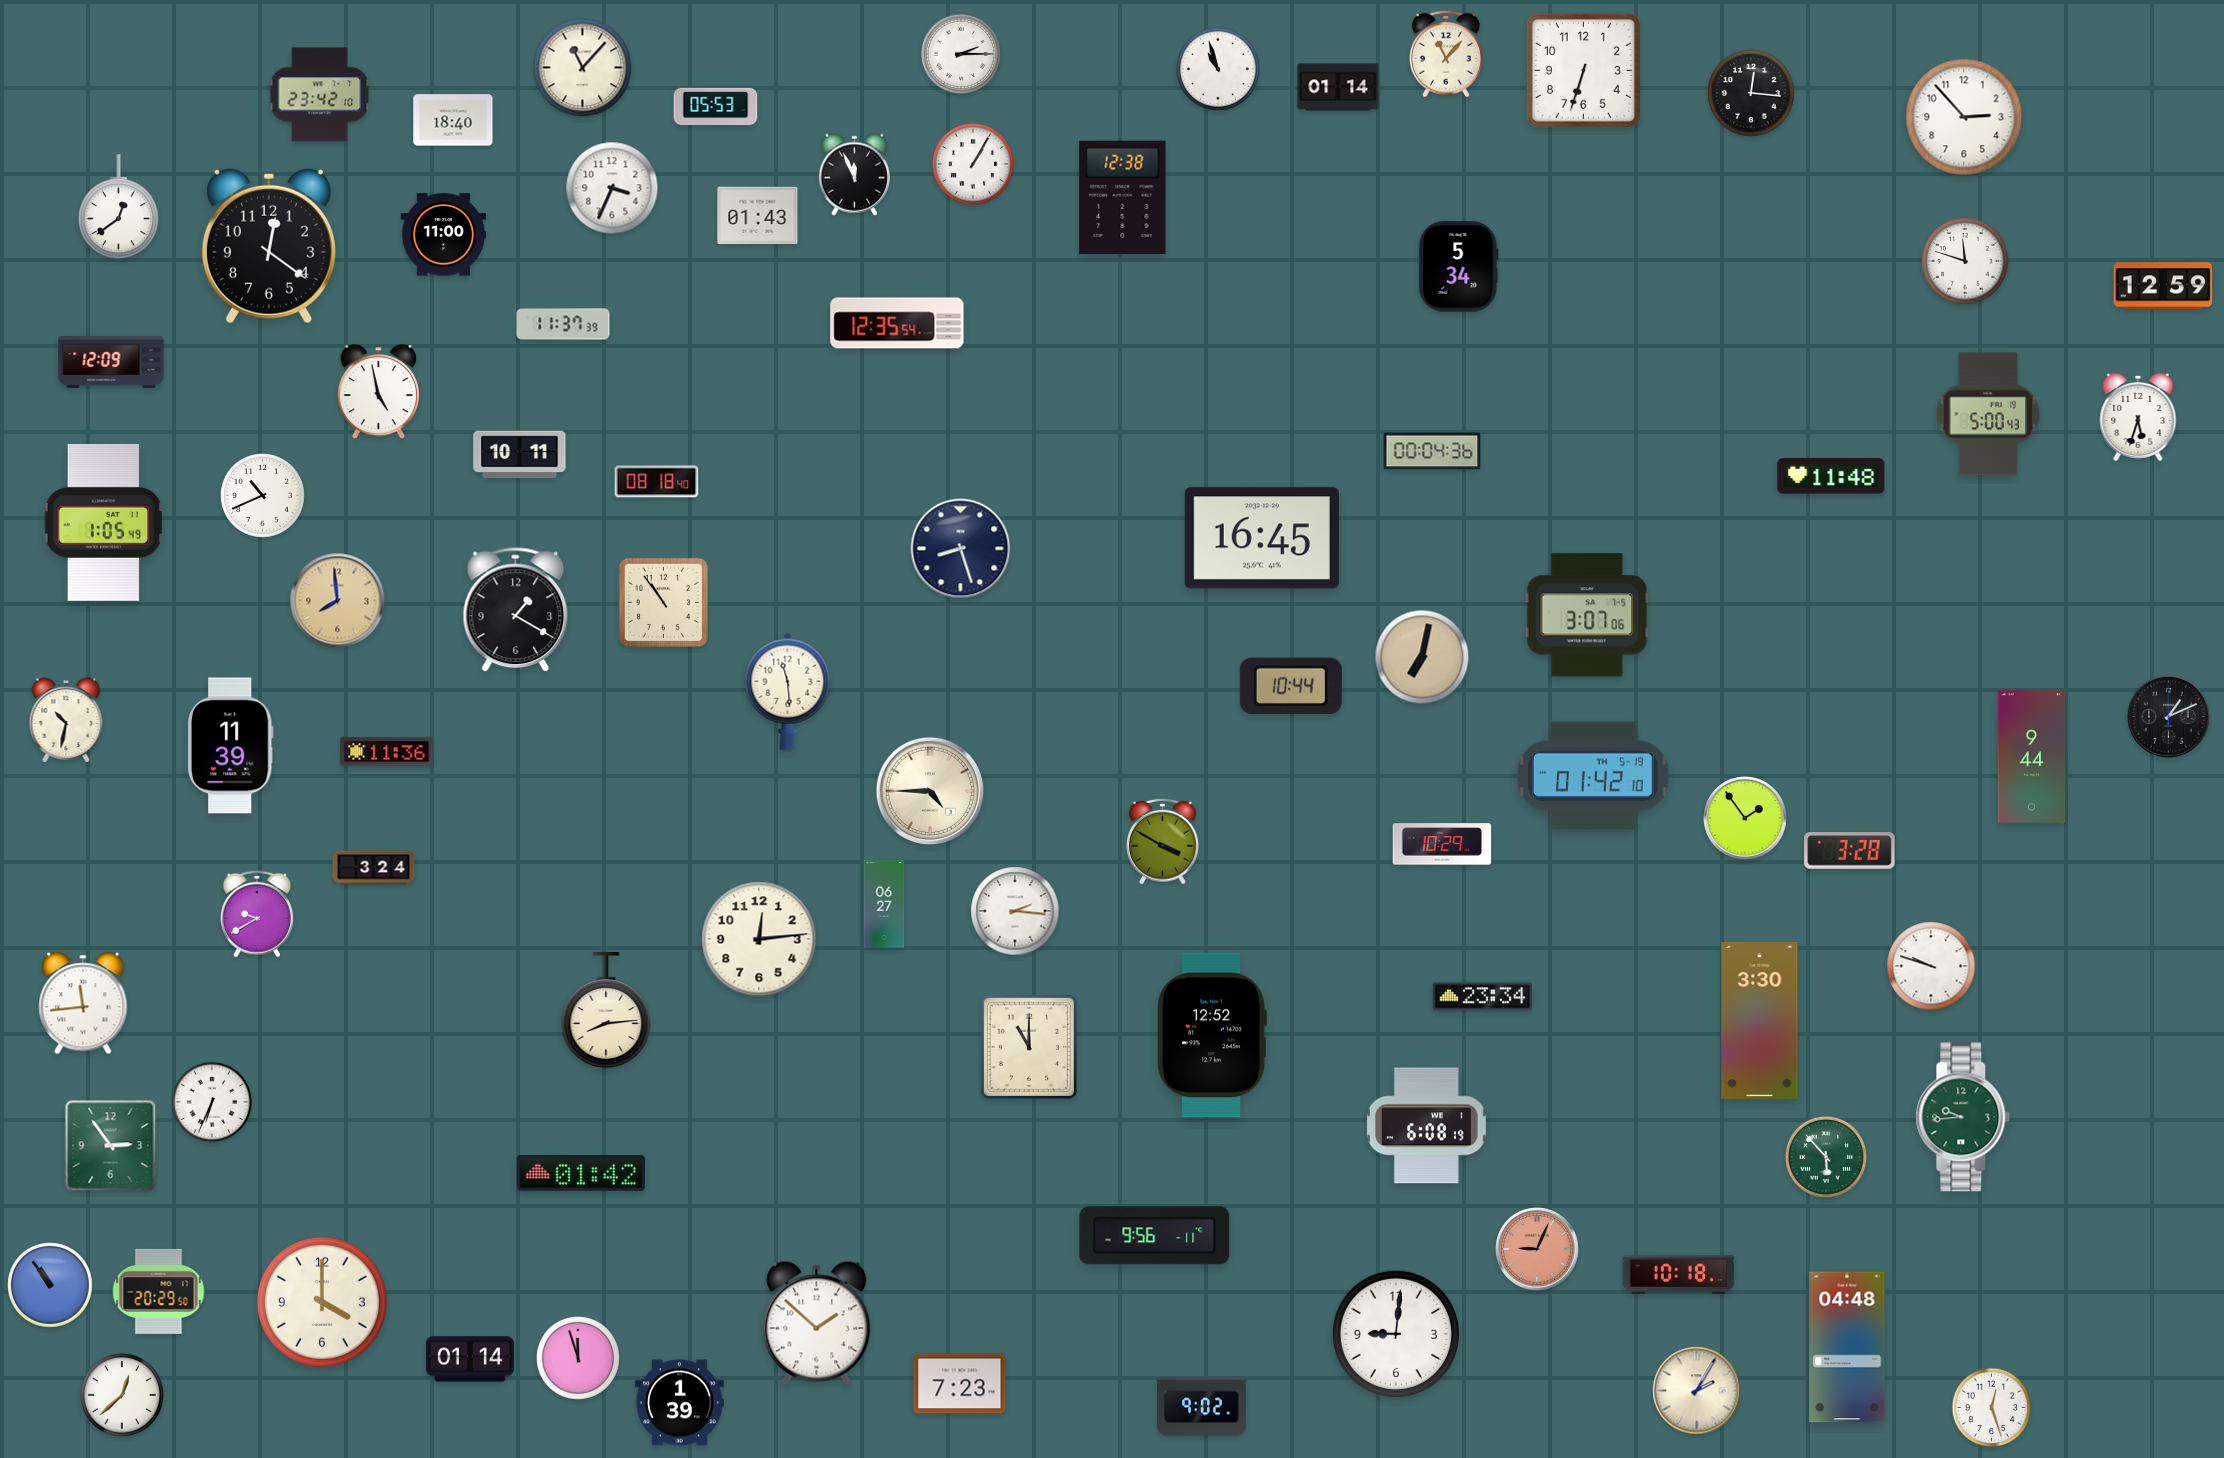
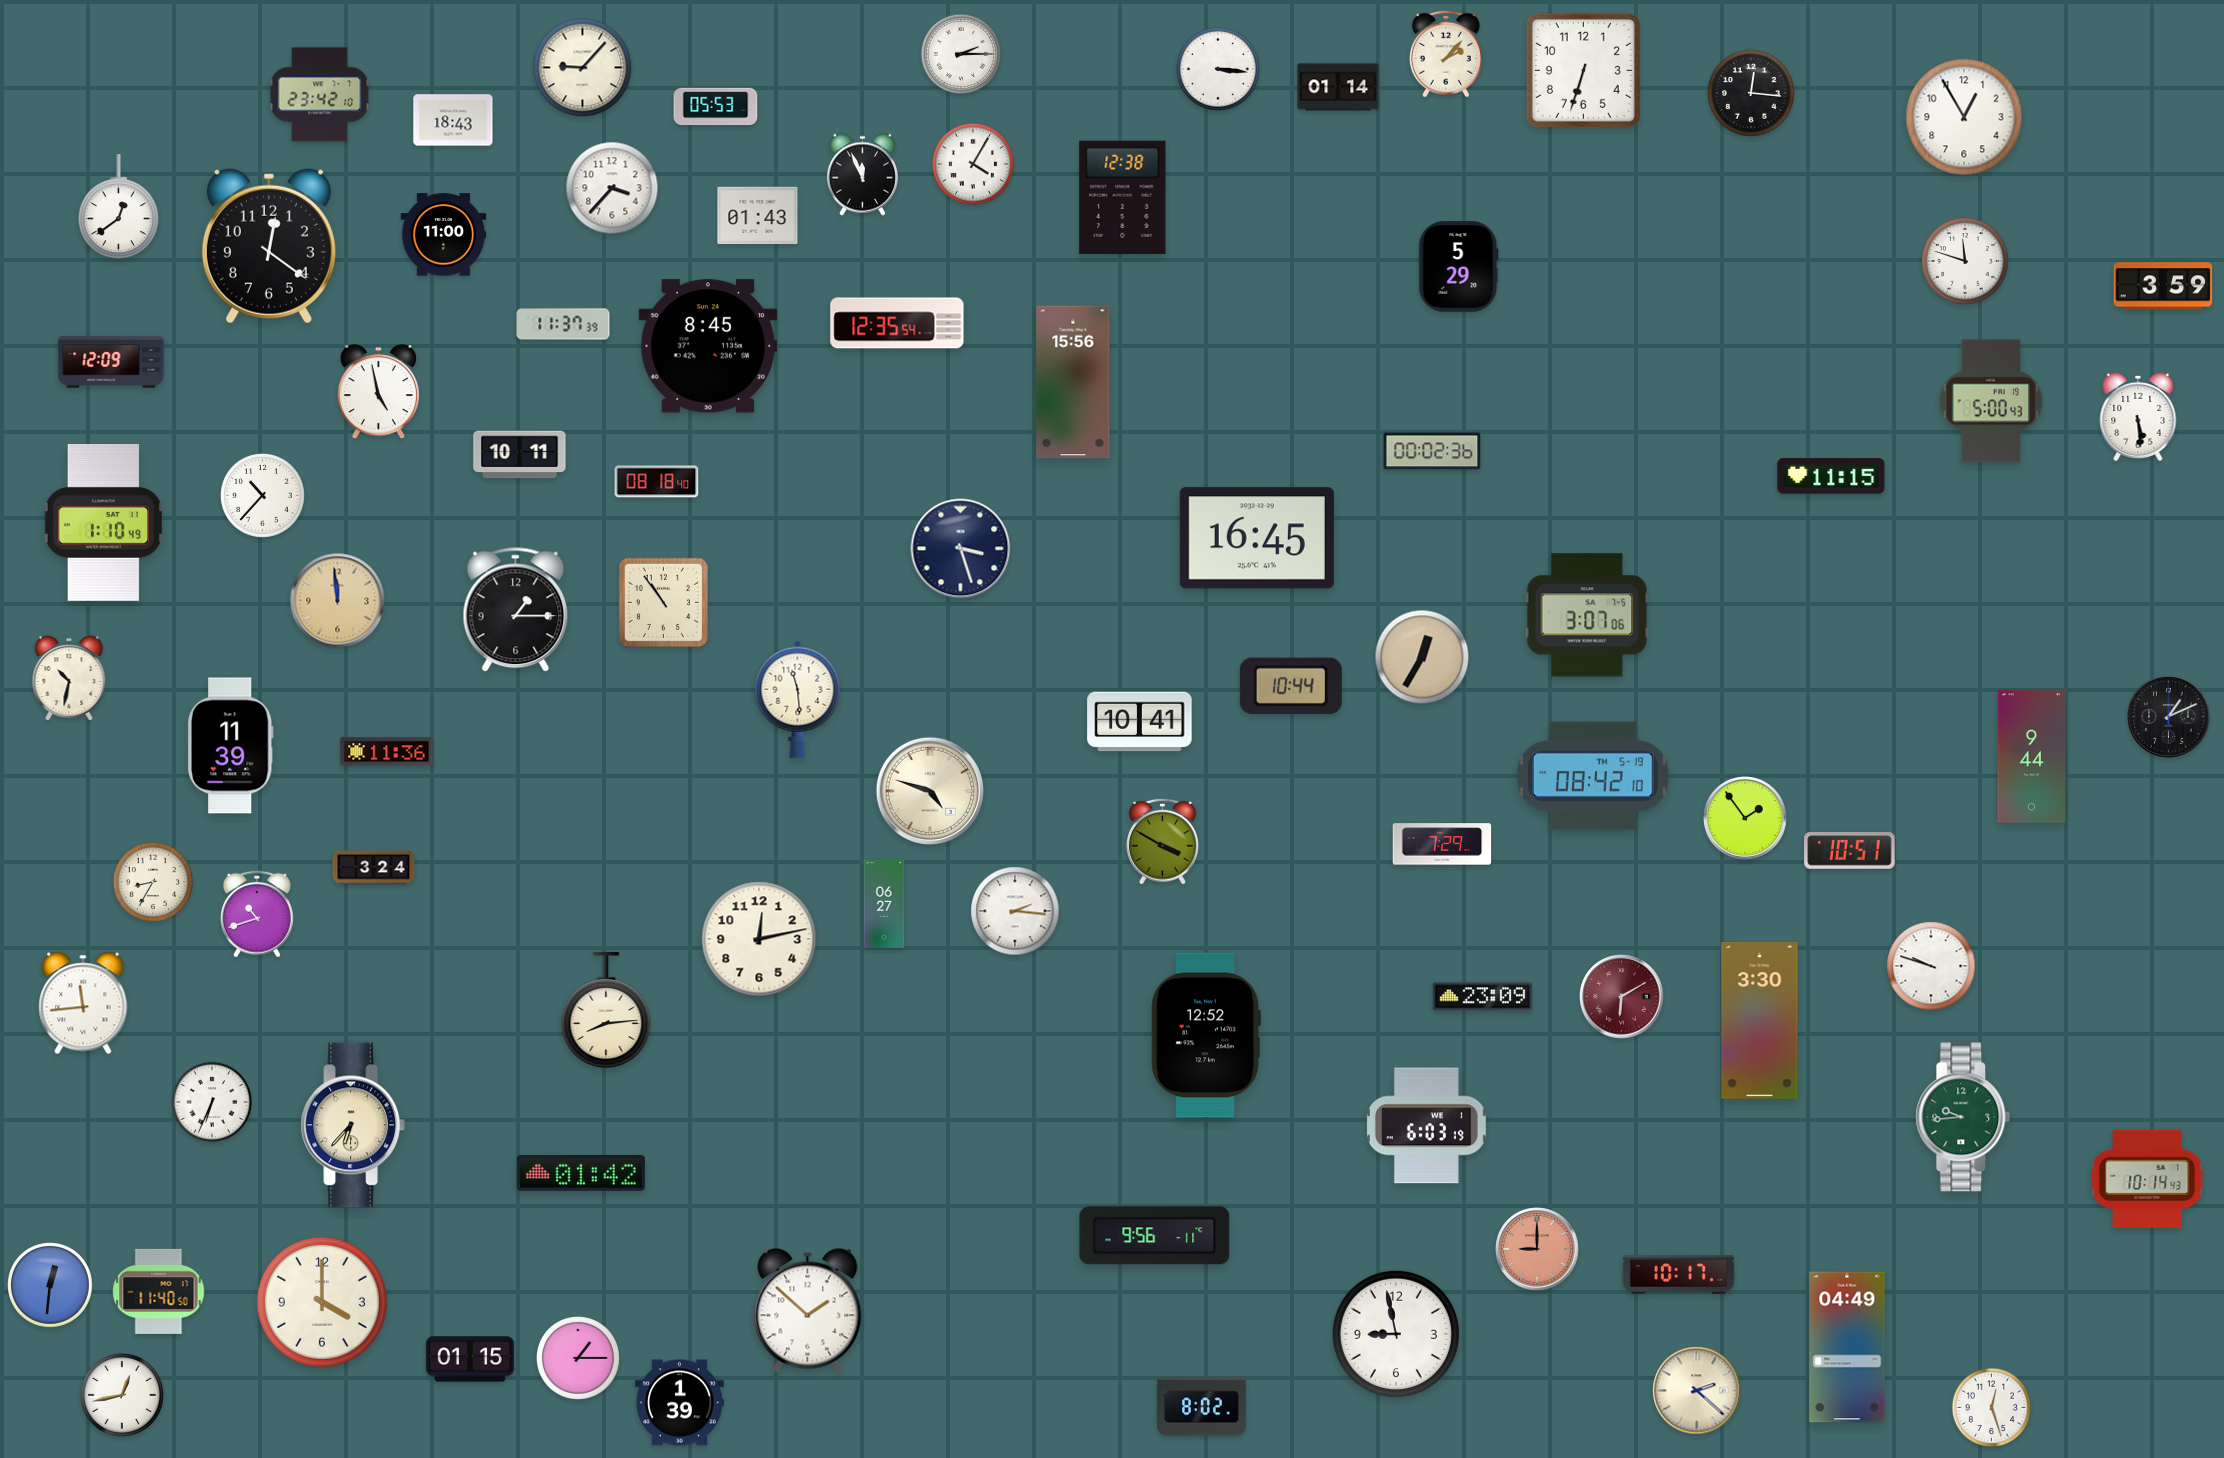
clock at (1446, 54): 11:07 -> 2:07
clock at (583, 68): 11:07 -> 9:07
clock at (1218, 69): 10:57 -> 3:16
clock at (1964, 117): 2:53 -> 12:55
clock at (453, 120): 18:40 -> 18:43
clock at (973, 164): 1:05 -> 4:05
clock at (854, 174) position: (854, 174) -> (862, 174)
clock at (612, 188): 3:34 -> 3:37
clock at (1459, 267): 5:34 -> 5:29
clock at (2163, 286): 12:59 -> 3:59
clock at (708, 346): none -> 8:45
clock at (1073, 382): none -> 15:56
clock at (1988, 414) position: (1988, 414) -> (1991, 401)
clock at (2138, 417): 5:33 -> 5:29
clock at (1432, 451): 00:04 -> 00:02
clock at (1831, 476): 11:48 -> 11:15
clock at (263, 496): 10:41 -> 10:37
clock at (104, 522): 1:05 -> 1:10
clock at (1262, 538) position: (1262, 538) -> (1257, 538)
clock at (961, 549): 8:27 -> 3:27
clock at (338, 601): 7:59 -> 11:59
clock at (516, 610): 1:20 -> 1:15
clock at (1422, 657): 7:02 -> 12:35
clock at (788, 691) position: (788, 691) -> (798, 699)
clock at (66, 720) position: (66, 720) -> (69, 678)
clock at (1140, 722): none -> 10:41
clock at (1594, 776): 01:42 -> 08:42
clock at (929, 790): 4:45 -> 4:48
clock at (1442, 844): 10:29 -> 7:29
clock at (1850, 851): 3:28 -> 10:51
clock at (152, 881): none -> 8:35
clock at (257, 914): 9:40 -> 10:42
clock at (759, 939): 12:14 -> 12:13
clock at (1483, 997): 23:34 -> 23:09
clock at (1622, 997): none -> 6:10
clock at (1212, 1035) position: (1212, 1035) -> (1206, 1035)
clock at (1029, 1047): 11:00 -> none
clock at (353, 1125): none -> 6:37
clock at (1426, 1126): 6:08 -> 6:03
clock at (111, 1146): 2:54 -> none
clock at (1826, 1157): 5:53 -> none
clock at (2147, 1179): none -> 10:14
clock at (1537, 1249): 9:04 -> 9:00
clock at (1679, 1275): 10:18 -> 10:17
clock at (50, 1285): 10:54 -> 12:31
clock at (159, 1291): 20:29 -> 11:40
clock at (817, 1324) position: (817, 1324) -> (808, 1311)
clock at (1396, 1334): 9:01 -> 8:58
clock at (1847, 1347): 04:48 -> 04:49
clock at (578, 1358): 11:57 -> 1:15
clock at (470, 1359): 01:14 -> 01:15
clock at (960, 1384): 7:23 -> none
clock at (1697, 1391): 2:05 -> 2:22
clock at (122, 1395): 12:38 -> 12:43
clock at (1202, 1407): 9:02 -> 8:02
